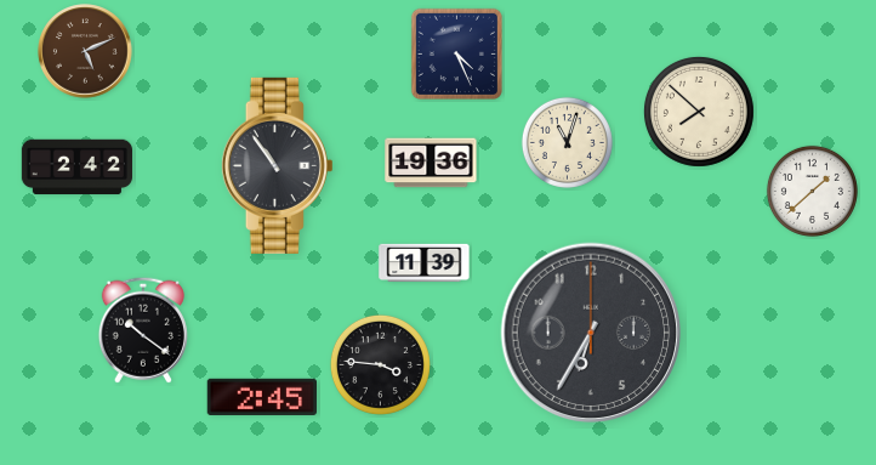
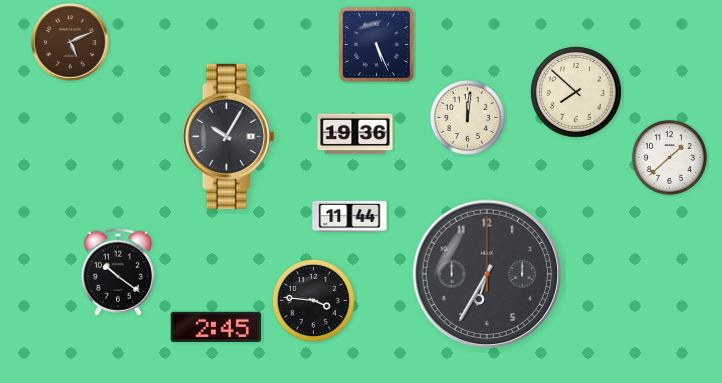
clock at (456, 53): 4:26 -> 5:26
clock at (567, 142): 11:03 -> 12:01
clock at (277, 165): 10:54 -> 10:05
clock at (76, 168): 2:42 -> none
clock at (425, 263): 11:39 -> 11:44
